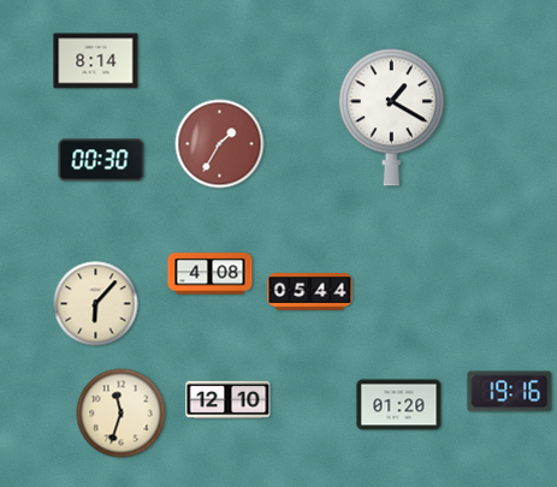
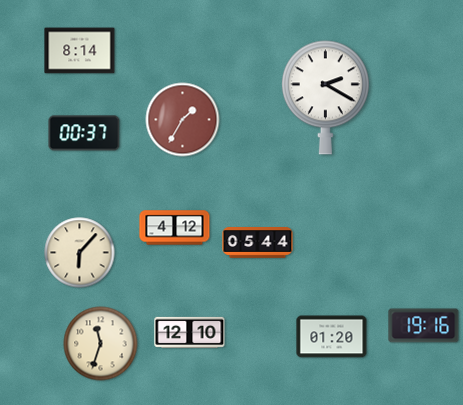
clock at (391, 118): 1:20 -> 2:20
clock at (101, 160): 00:30 -> 00:37
clock at (211, 274): 4:08 -> 4:12
